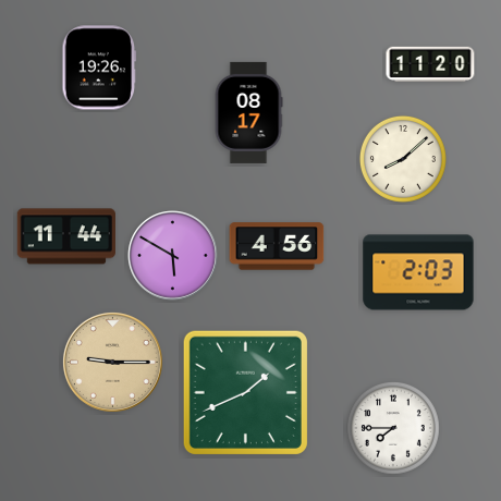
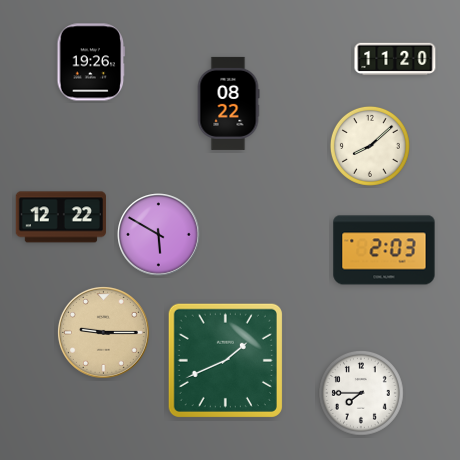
clock at (248, 112): 08:17 -> 08:22
clock at (66, 236): 11:44 -> 12:22
clock at (277, 246): 4:56 -> none
